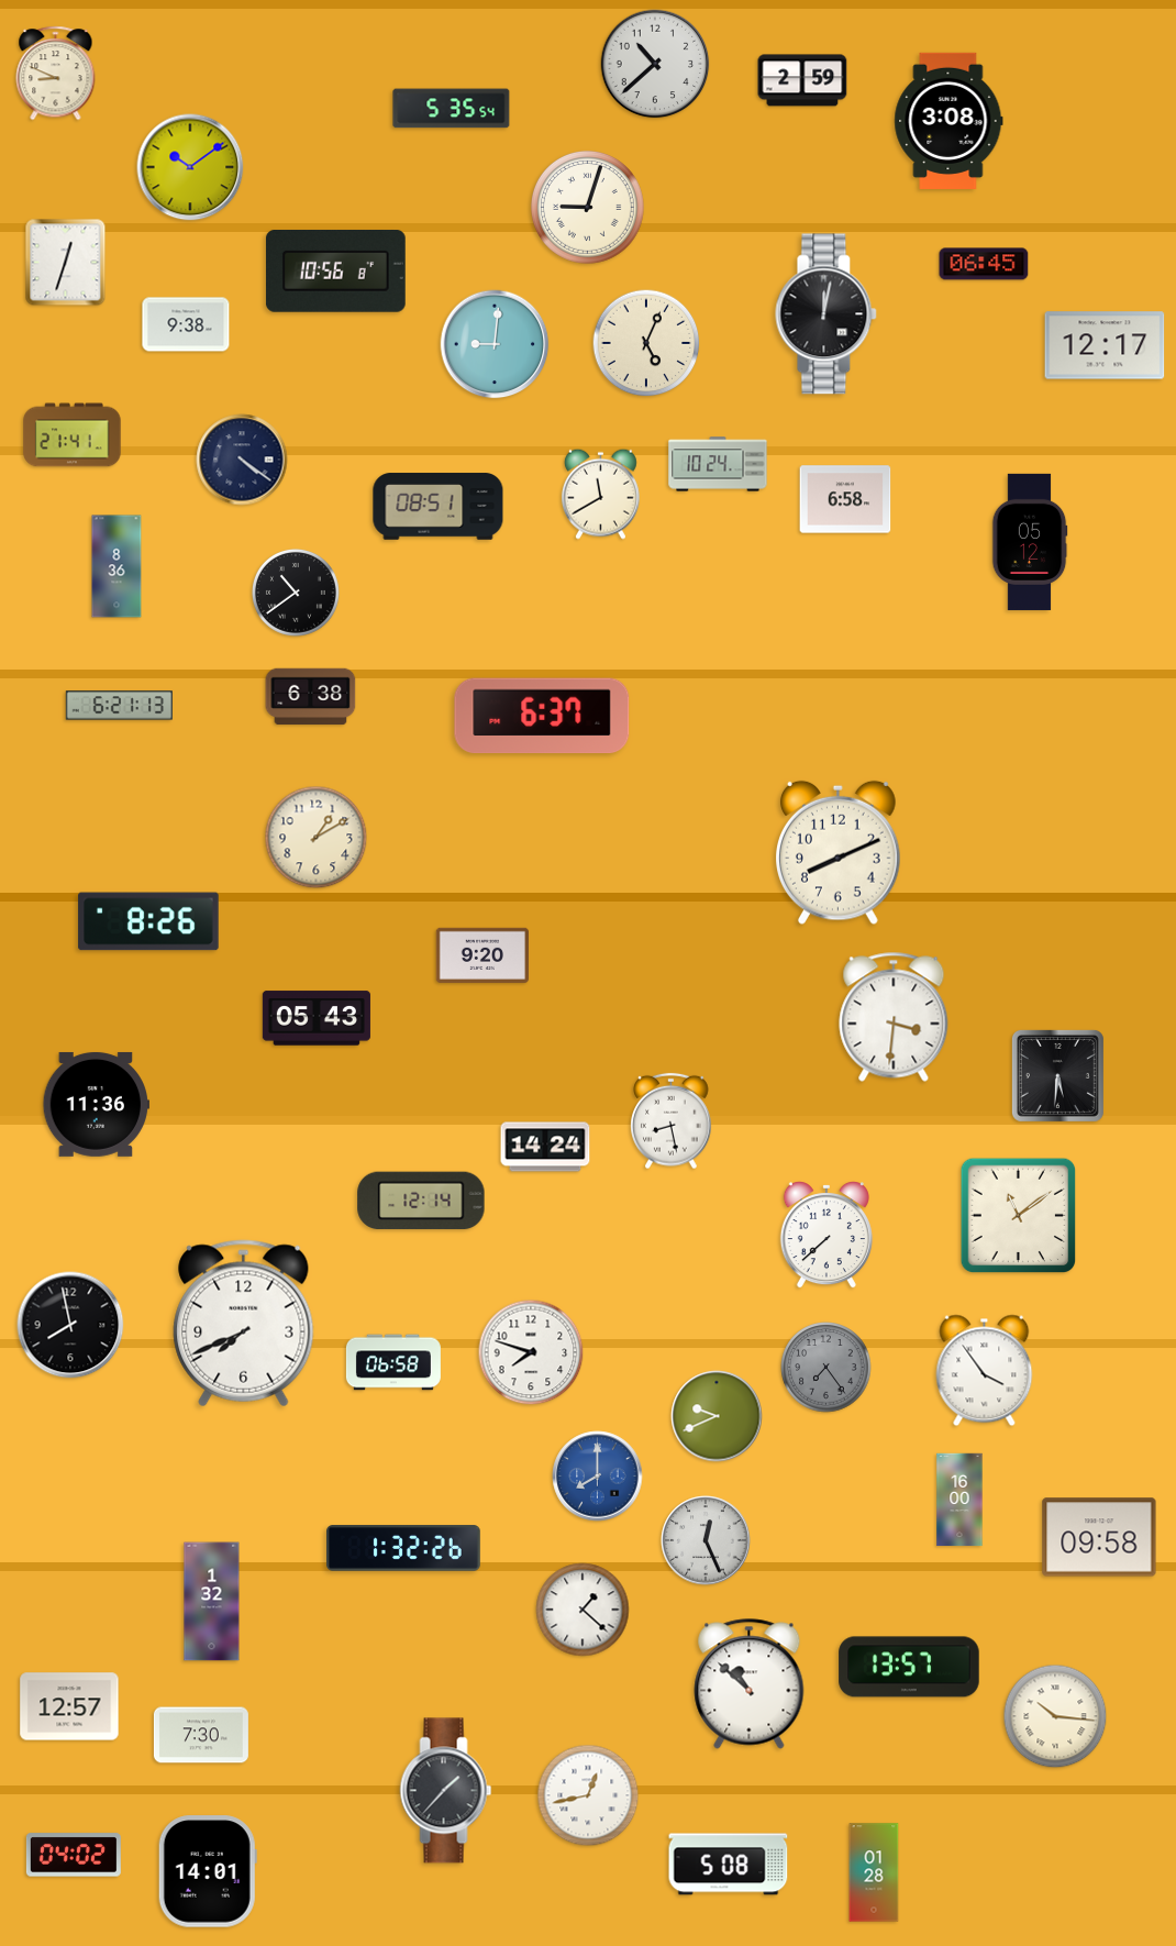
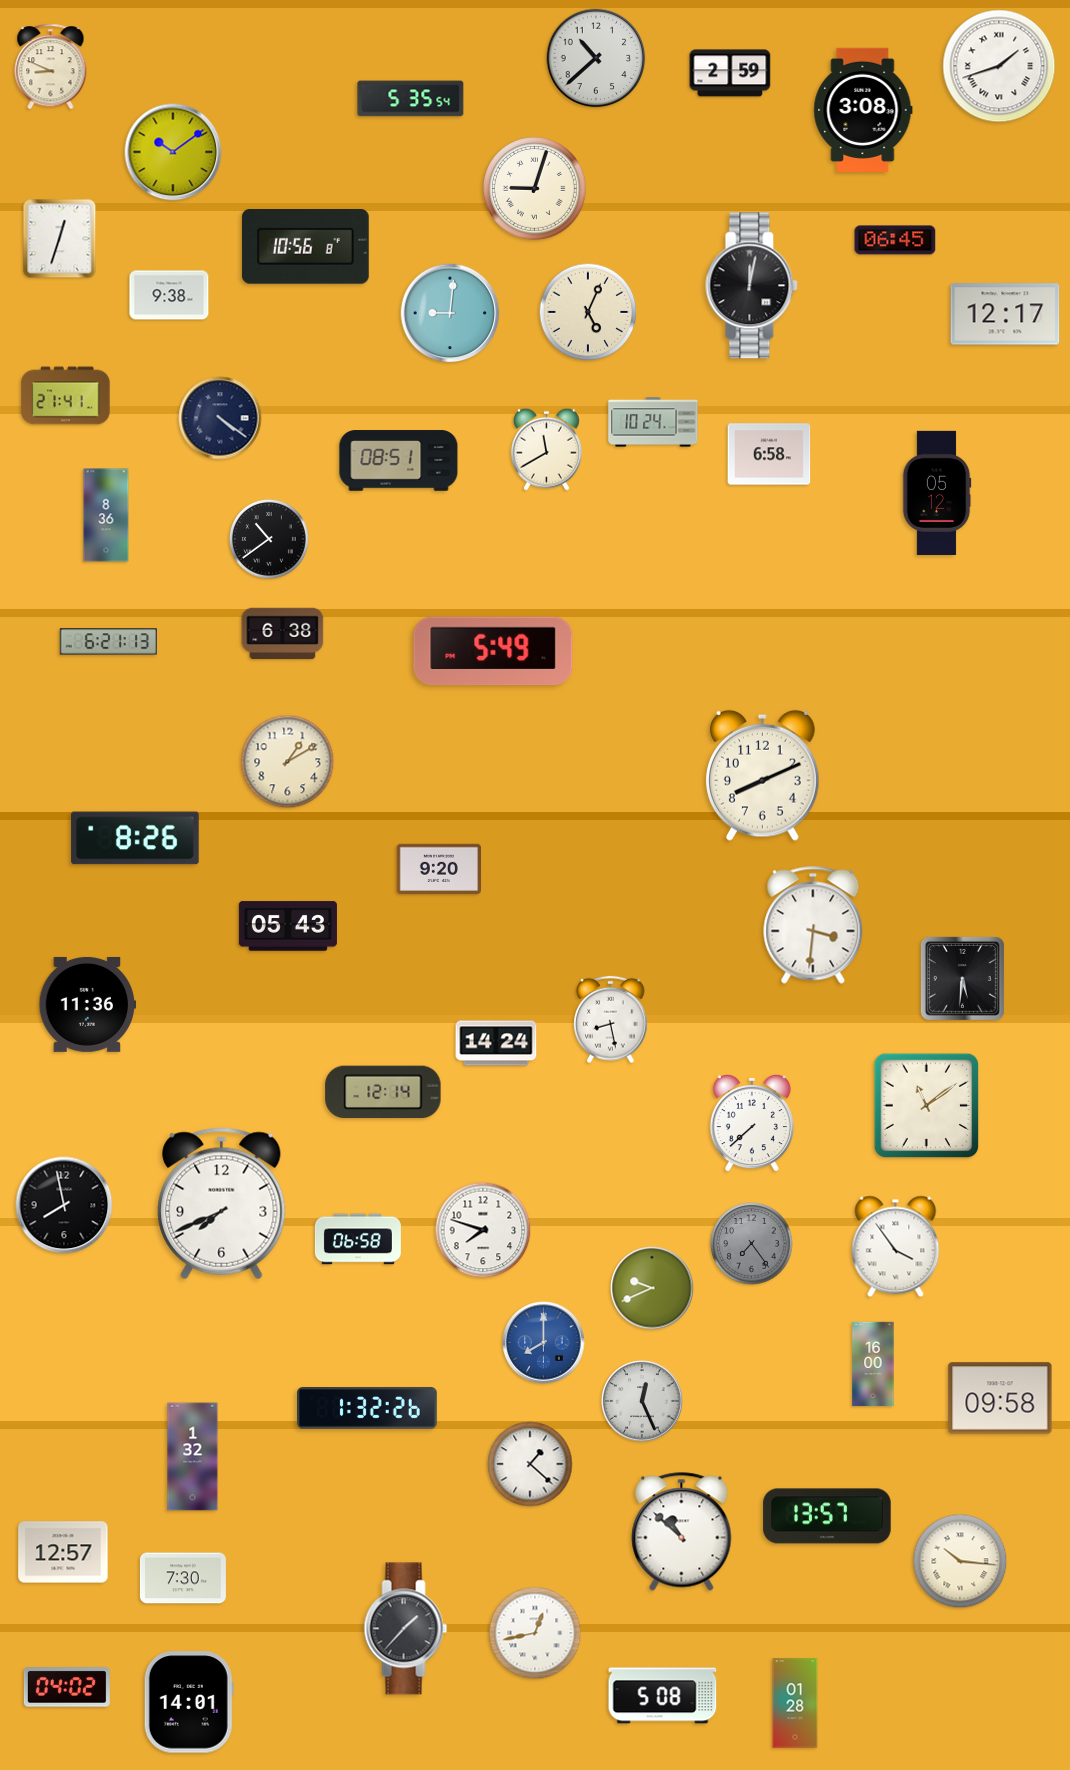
clock at (999, 66): none -> 1:42
clock at (542, 716): 6:37 -> 5:49
